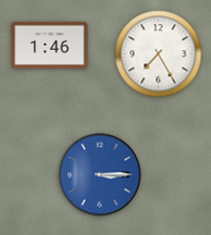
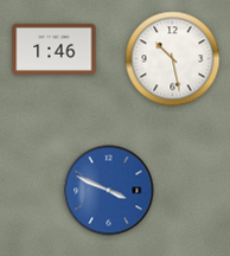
clock at (159, 54): 7:25 -> 10:28
clock at (100, 175): 3:15 -> 3:49
